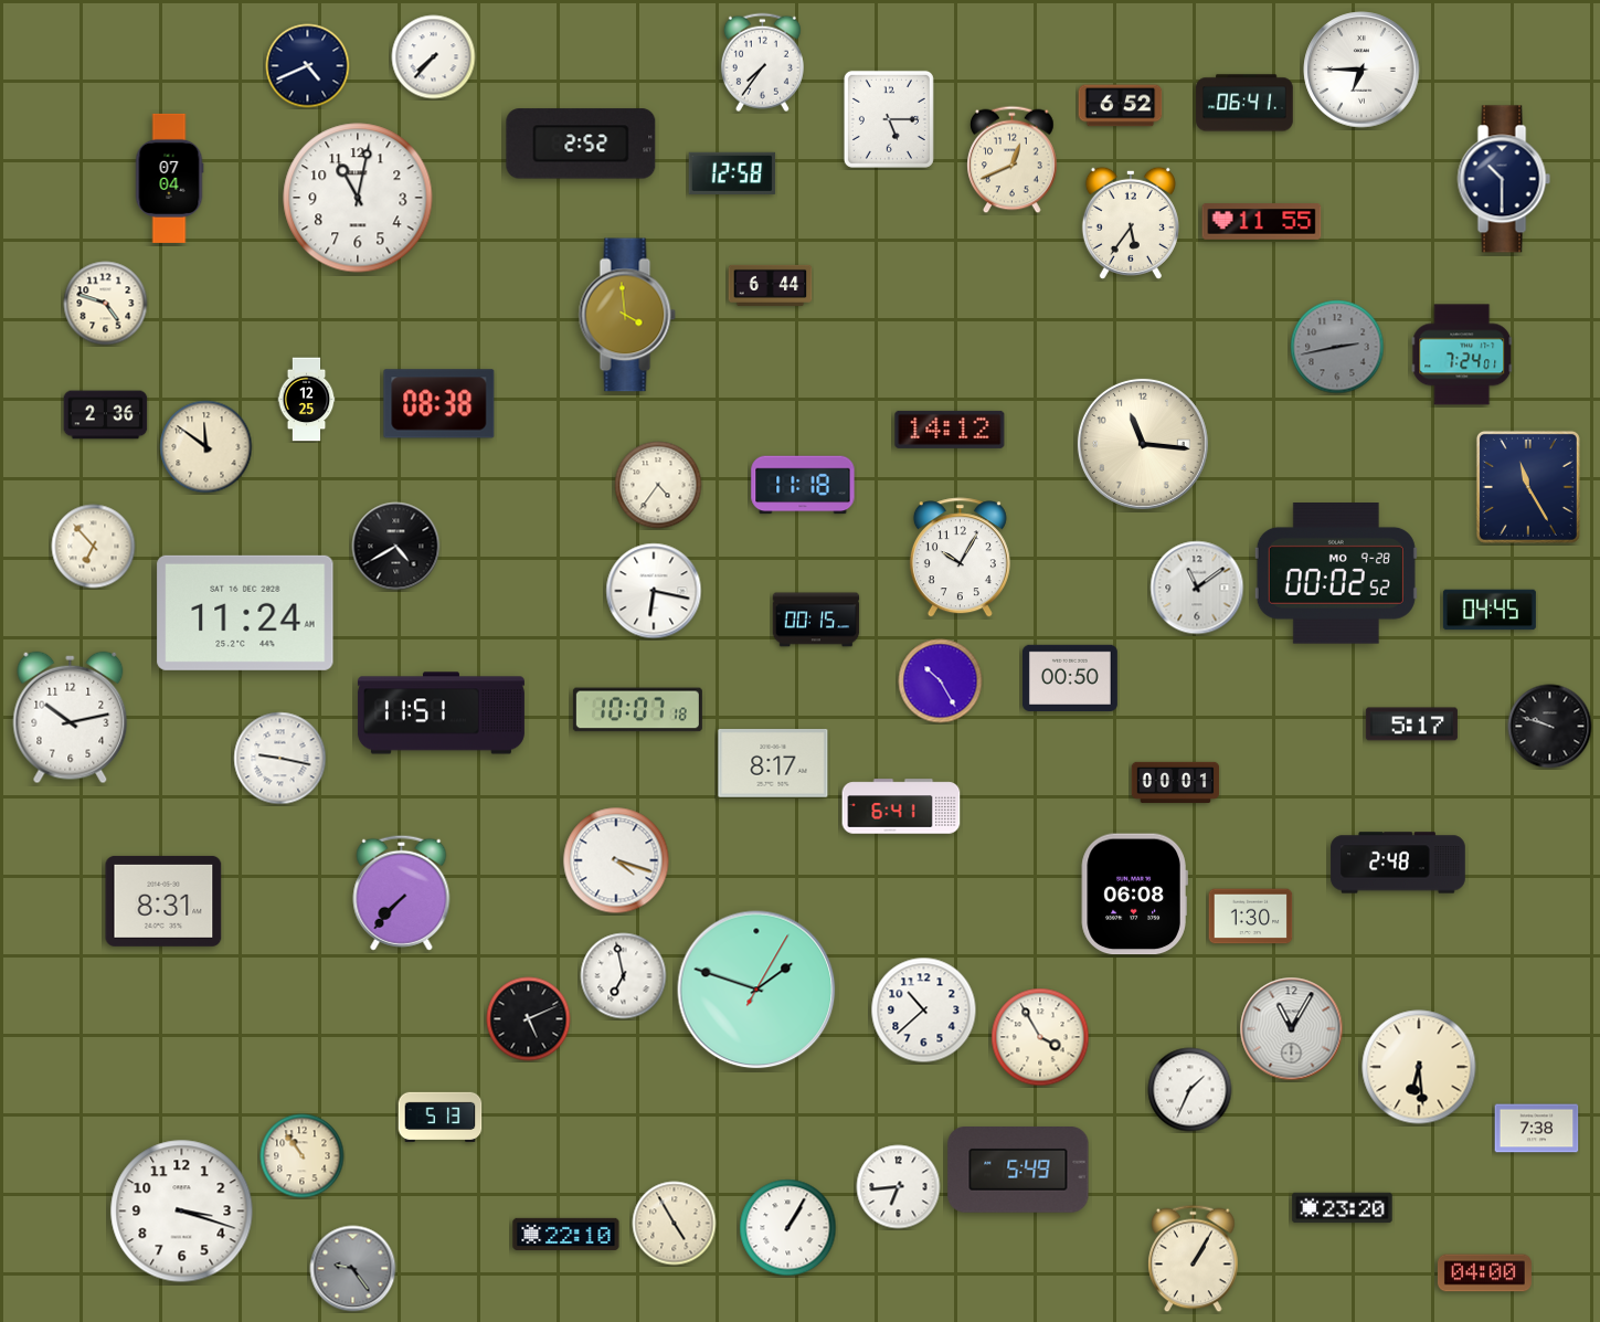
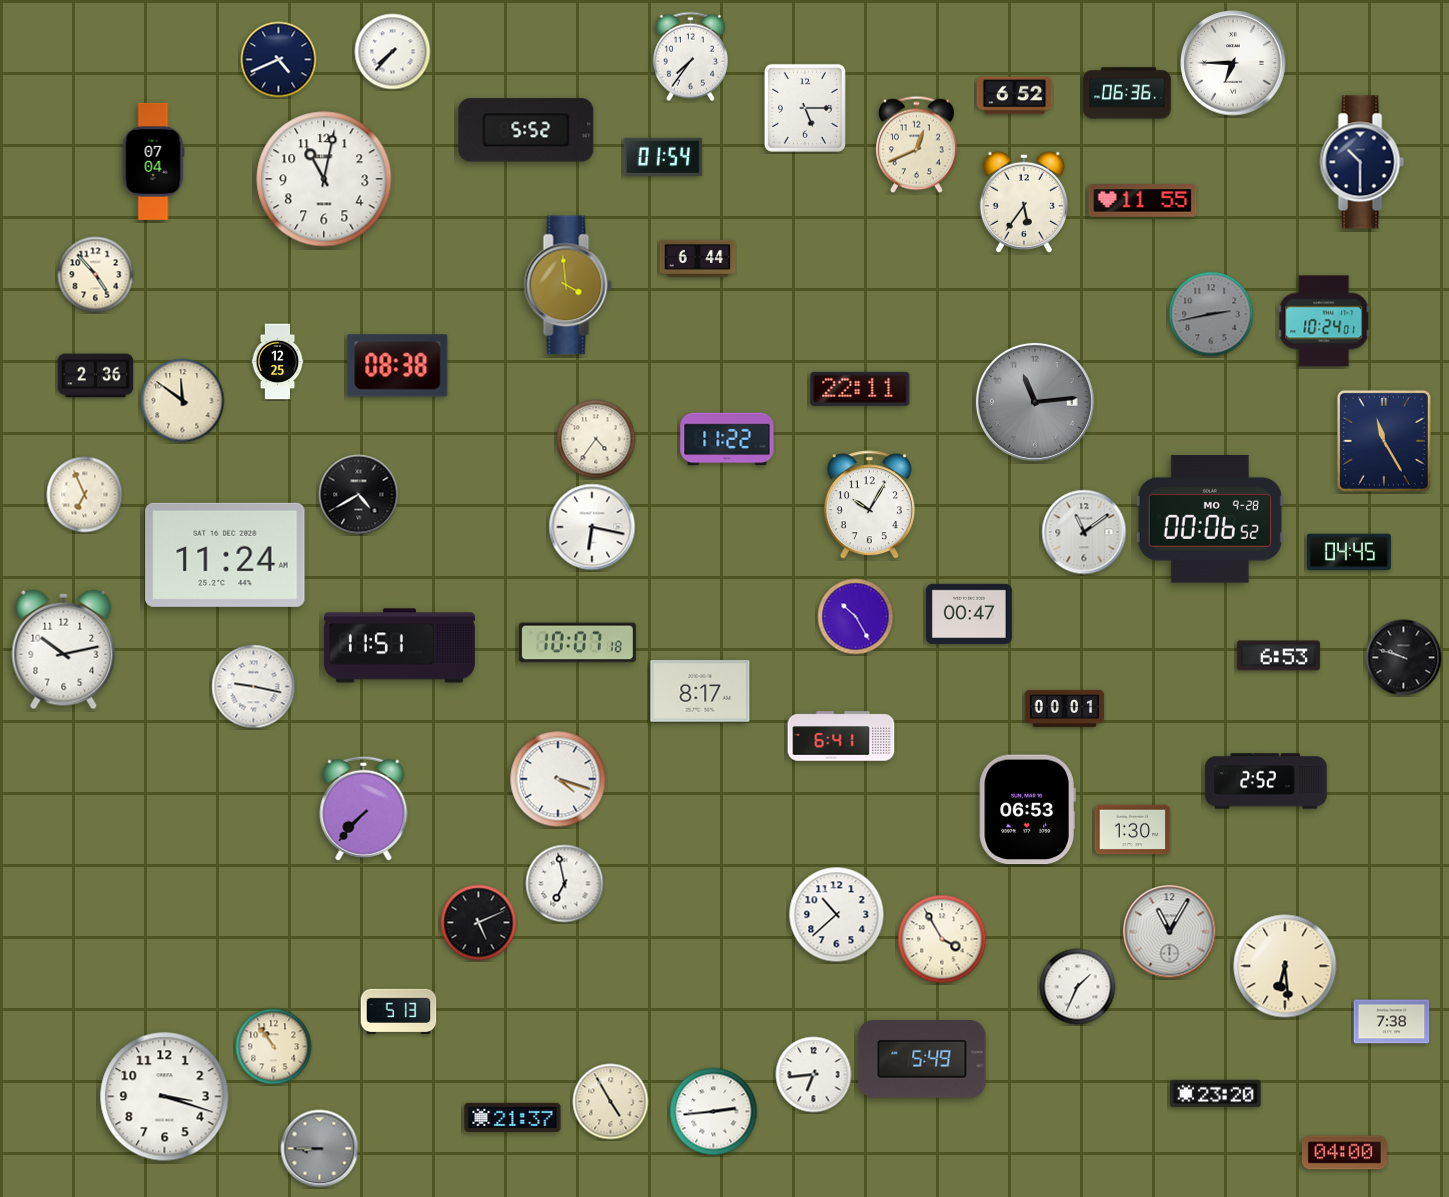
clock at (1244, 103): 06:41 -> 06:36
clock at (581, 144): 2:52 -> 5:52
clock at (732, 173): 12:58 -> 01:54
clock at (106, 304): 4:48 -> 4:53
clock at (1462, 355): 7:24 -> 10:24
clock at (950, 430): 14:12 -> 22:11
clock at (1143, 444): 11:16 -> 11:14
clock at (1143, 444) dial: cream -> grey
clock at (206, 447) position: (206, 447) -> (183, 401)
clock at (803, 485): 11:18 -> 11:22
clock at (94, 547): 6:53 -> 6:56
clock at (1336, 574): 00:02 -> 00:06
clock at (654, 591) position: (654, 591) -> (592, 527)
clock at (245, 613) position: (245, 613) -> (225, 555)
clock at (816, 620): 00:15 -> none
clock at (1070, 678): 00:50 -> 00:47
clock at (941, 681) position: (941, 681) -> (856, 617)
clock at (1411, 725): 5:17 -> 6:53
clock at (901, 806) position: (901, 806) -> (841, 736)
clock at (1398, 863): 2:48 -> 2:52
clock at (1134, 895): 06:08 -> 06:53
clock at (163, 901): 8:31 -> none
clock at (756, 990): 1:48 -> none
clock at (675, 1224) position: (675, 1224) -> (611, 1102)
clock at (788, 1228): 1:05 -> 2:44
clock at (566, 1234): 22:10 -> 21:37
clock at (1194, 1259): 1:05 -> none
clock at (353, 1269): 9:24 -> 8:45
